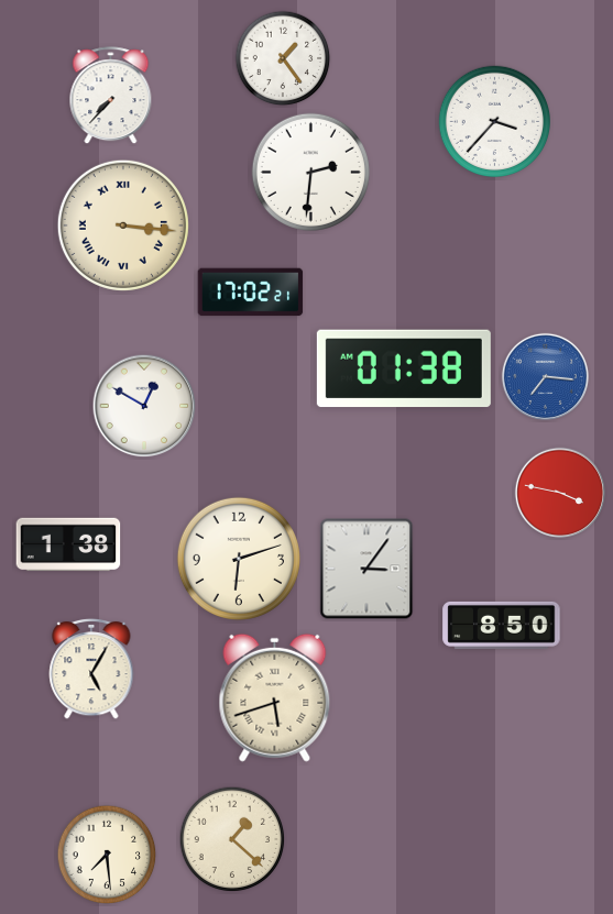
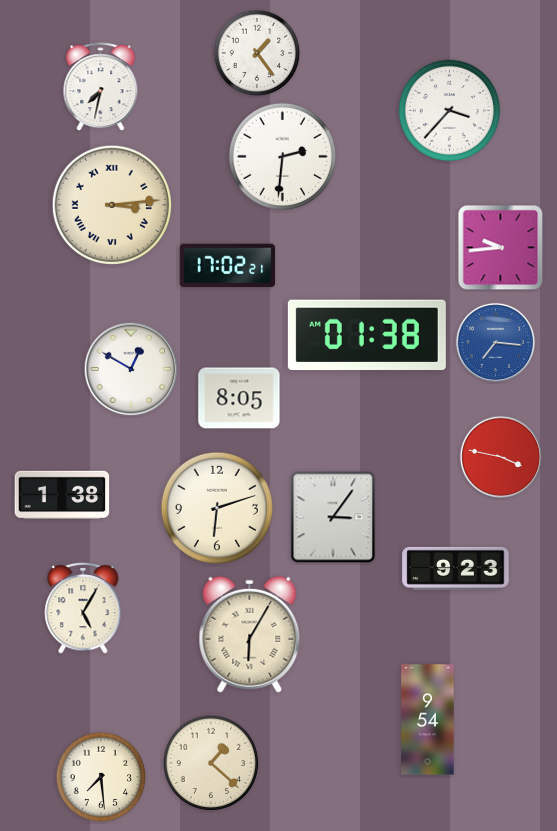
clock at (111, 96): 7:37 -> 7:32
clock at (123, 225): 3:16 -> 3:14
clock at (501, 248): none -> 9:44
clock at (239, 398): none -> 8:05
clock at (560, 493) position: (560, 493) -> (501, 457)
clock at (502, 625): 8:50 -> 9:23
clock at (275, 697): 5:42 -> 6:05
clock at (428, 720): none -> 9:54
clock at (107, 855) position: (107, 855) -> (101, 777)
